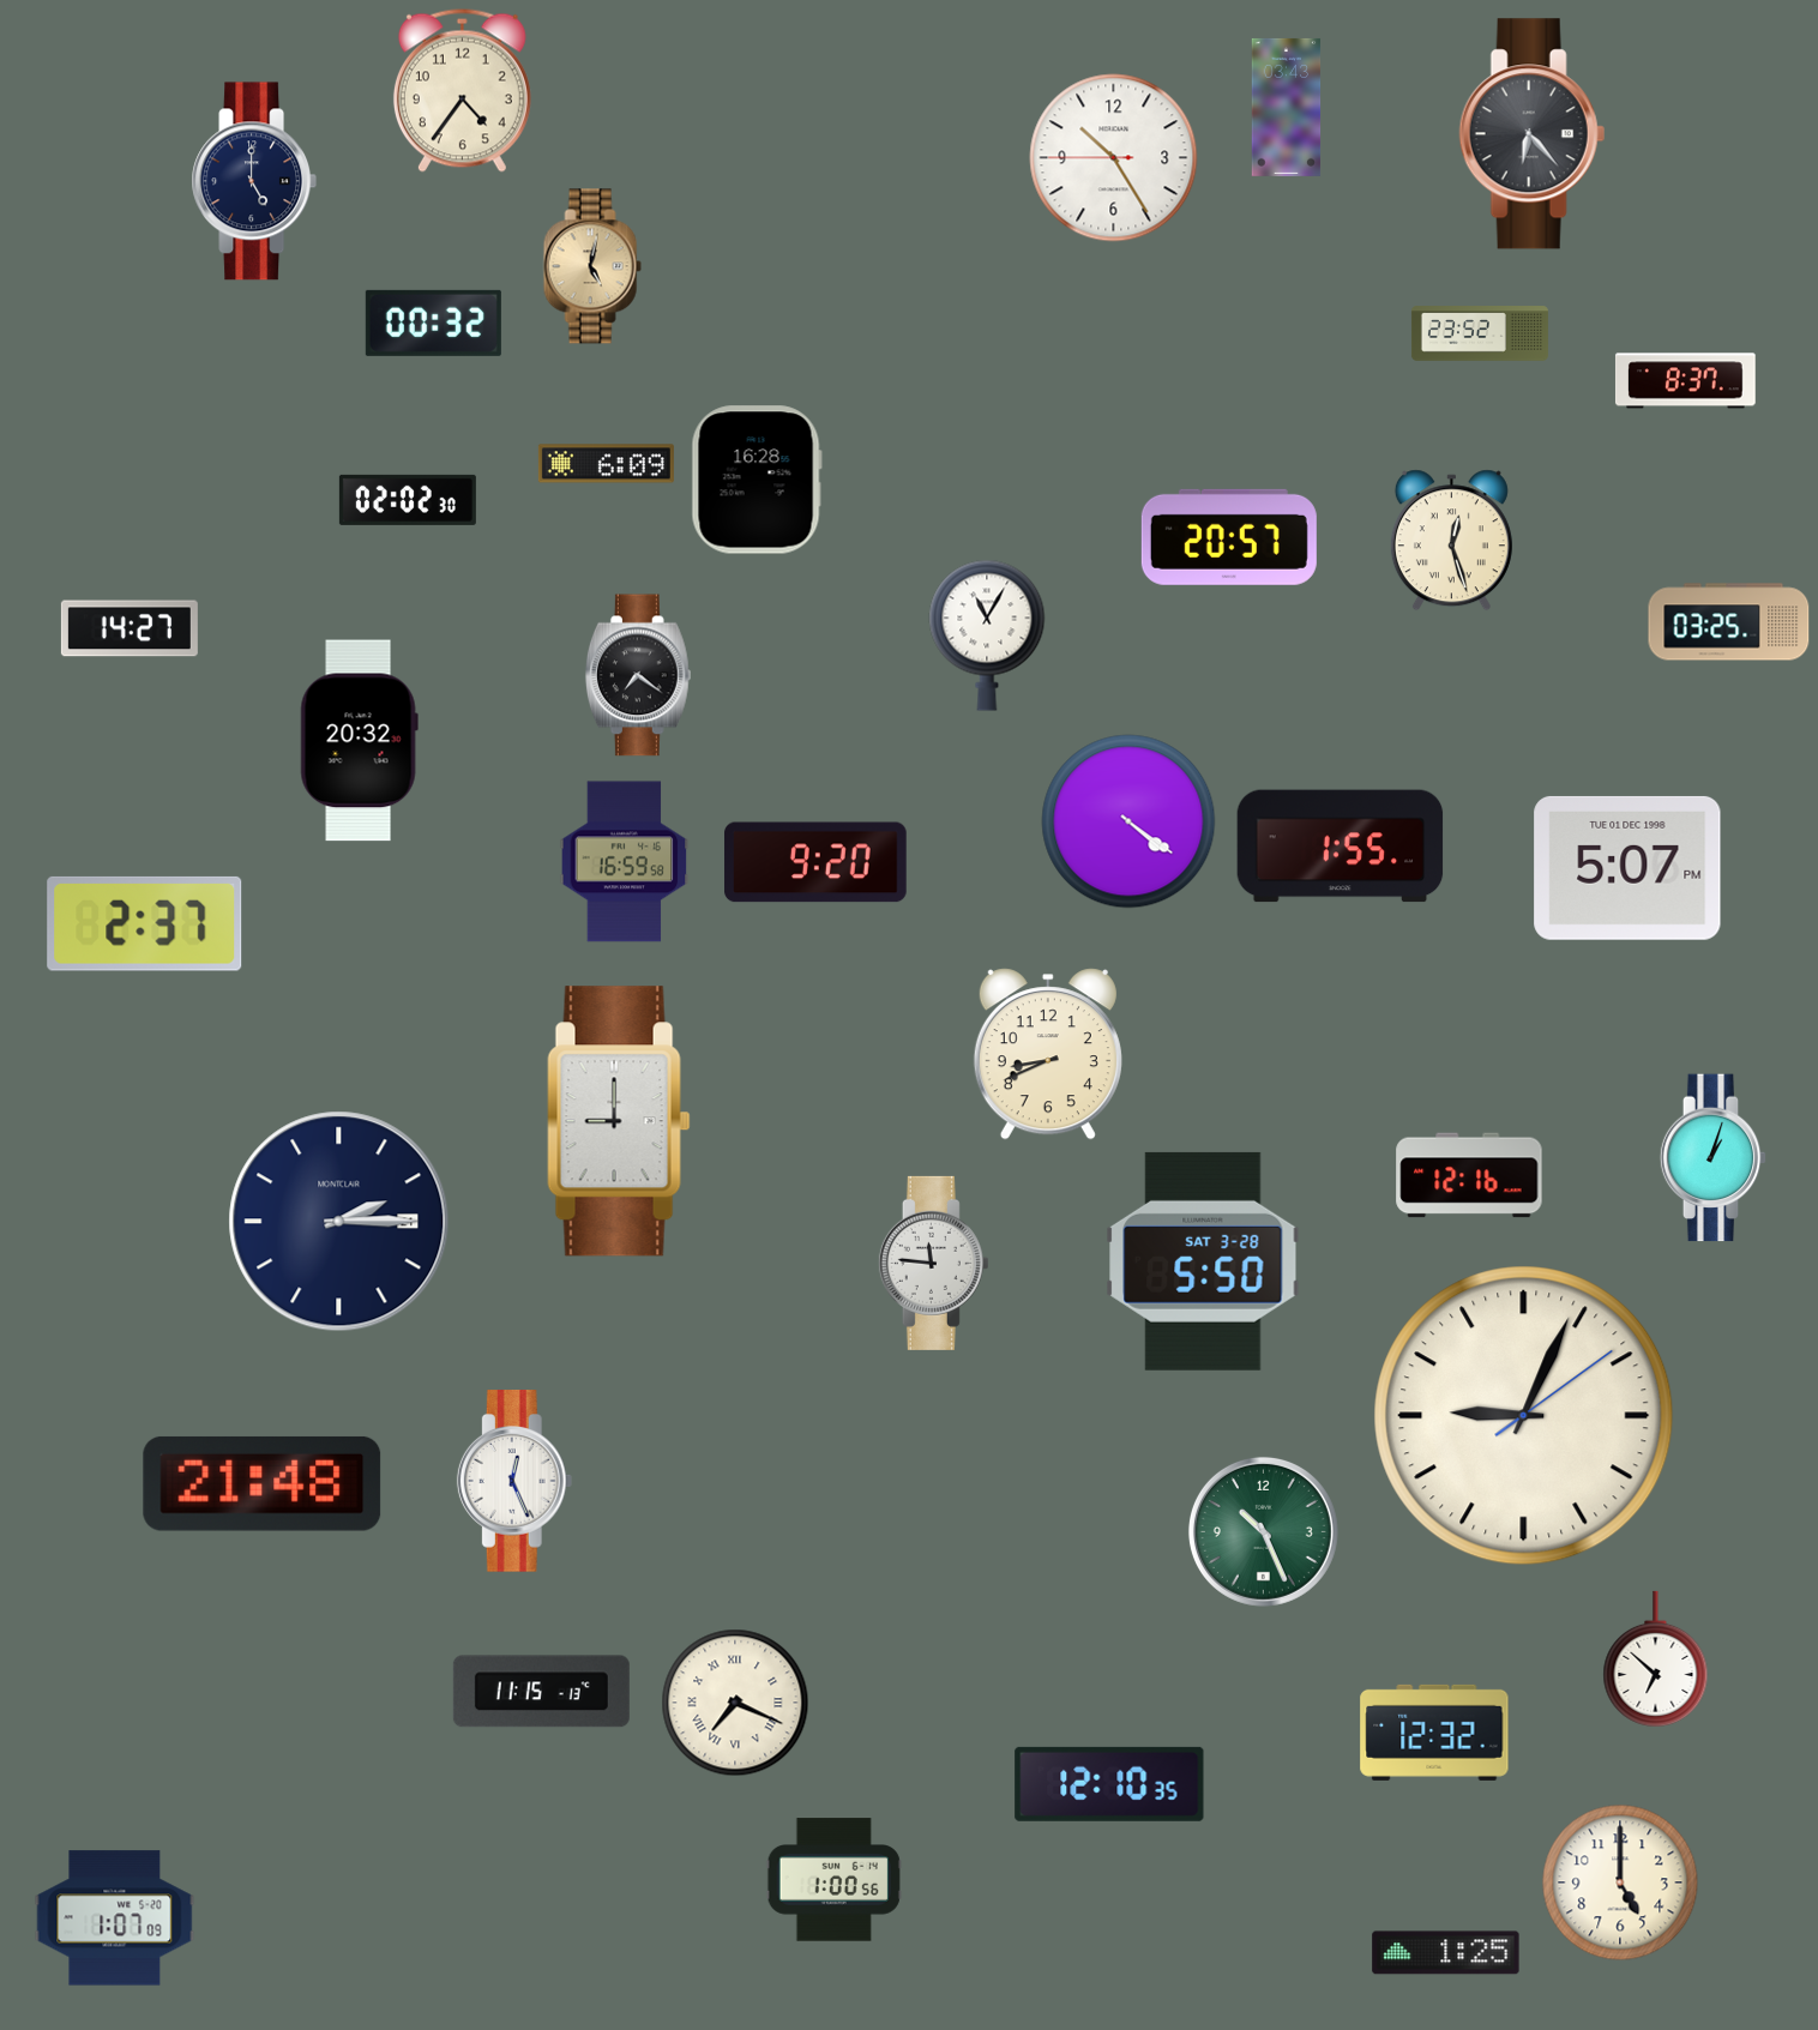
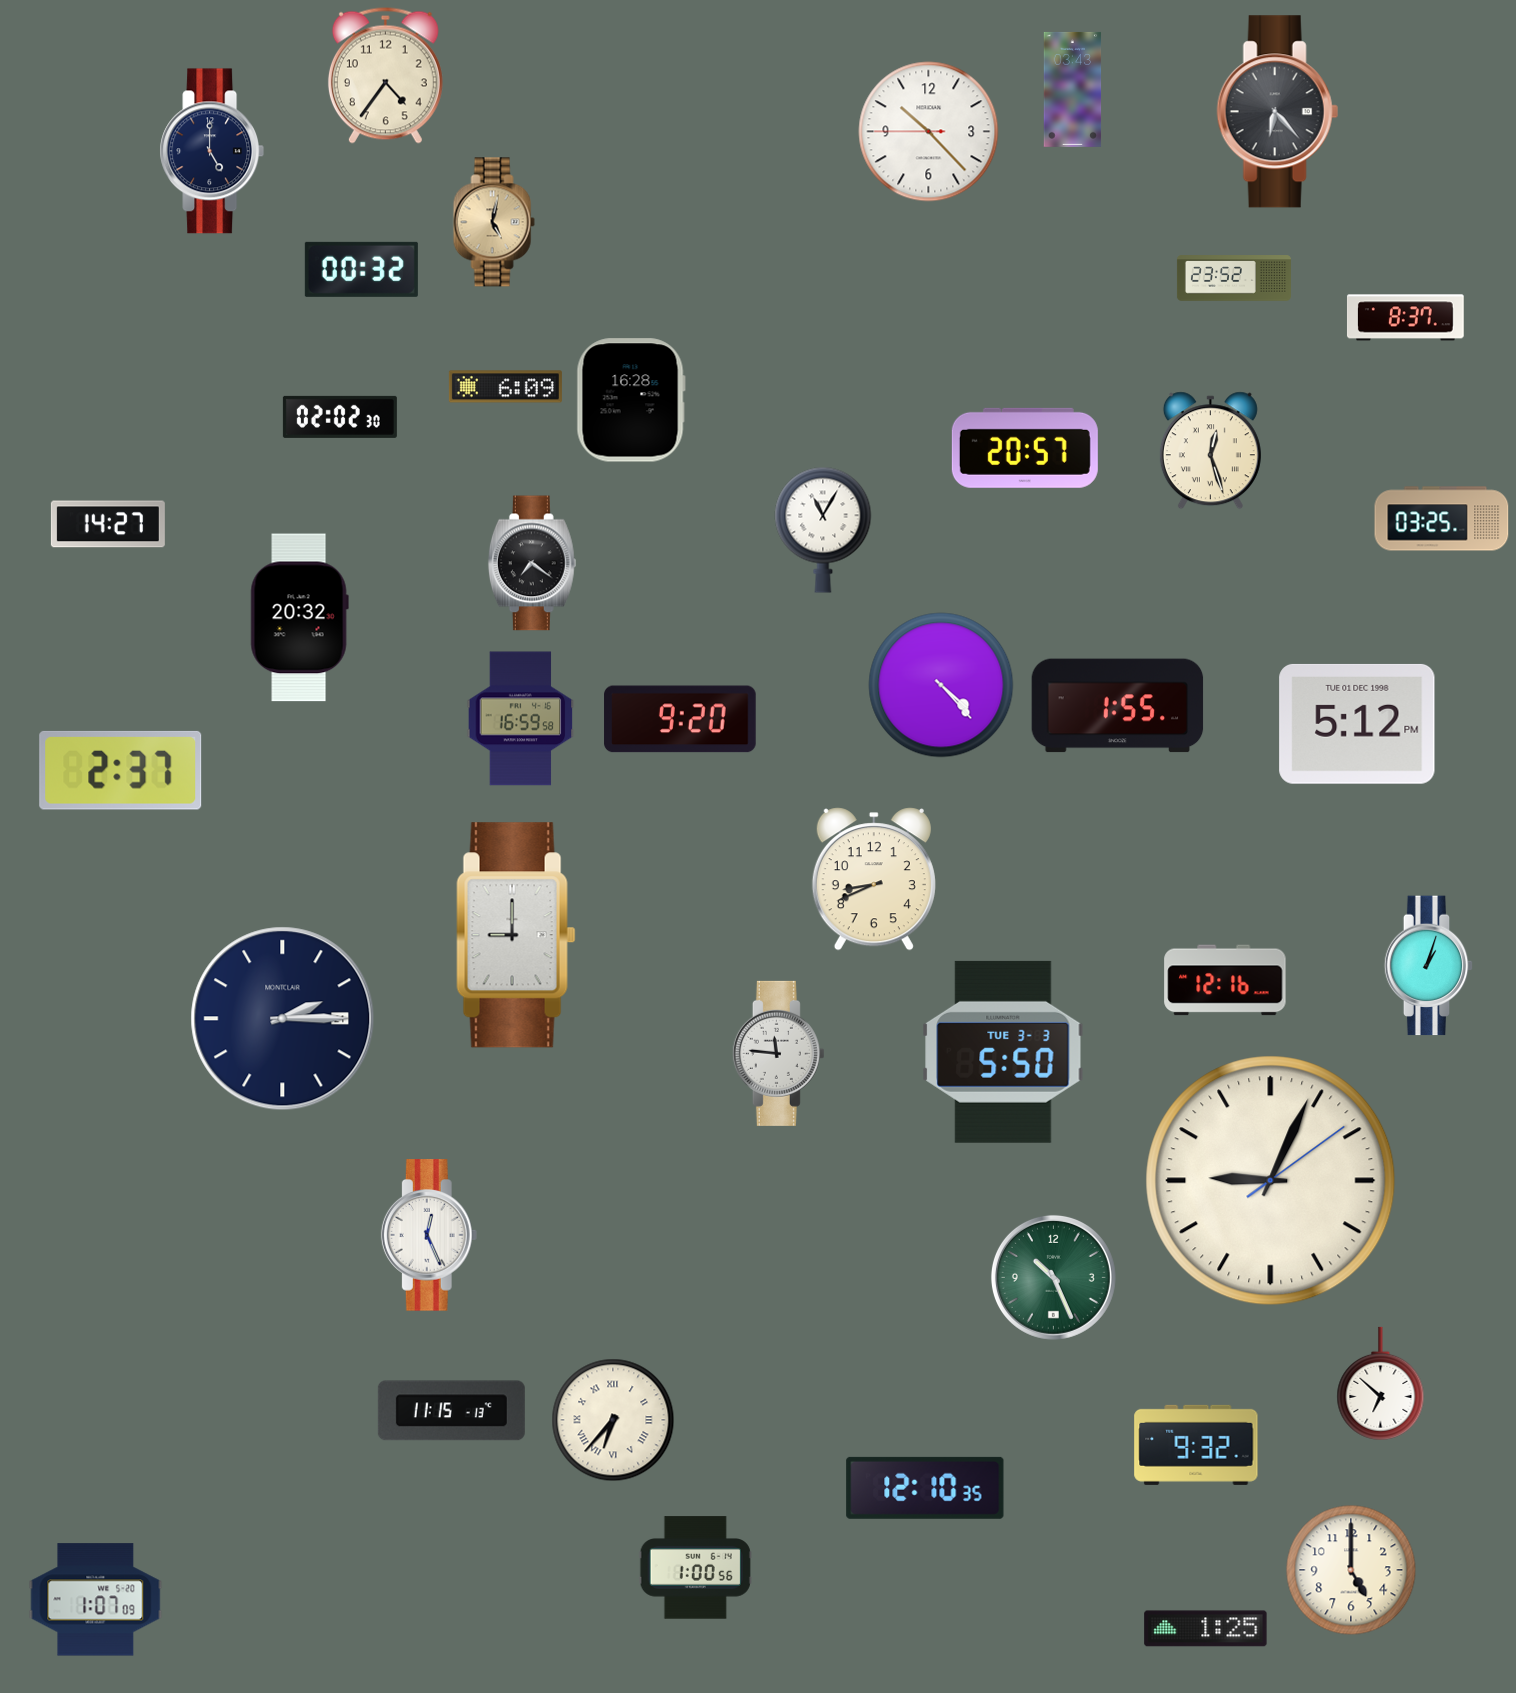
clock at (1114, 158): 10:24 -> 10:22
clock at (1128, 821): 4:21 -> 4:23
clock at (1627, 868): 5:07 -> 5:12
clock at (1203, 1261) date: SAT 3-28 -> TUE 3-3
clock at (263, 1483): 21:48 -> none
clock at (735, 1703): 7:19 -> 6:37
clock at (1434, 1733): 12:32 -> 9:32
